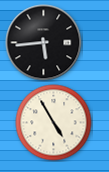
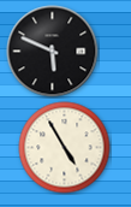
clock at (44, 43): 5:44 -> 5:49
